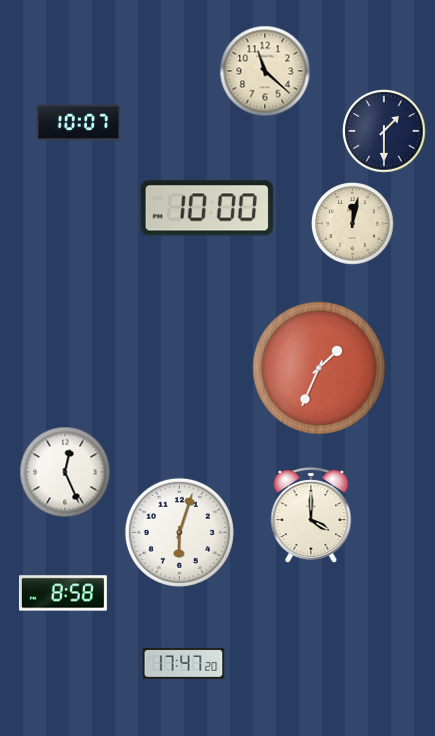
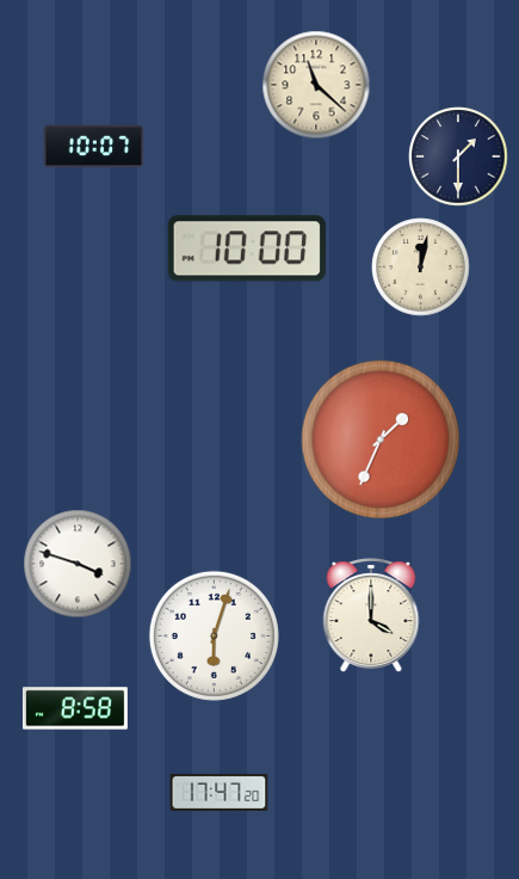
clock at (65, 472): 12:26 -> 3:48
